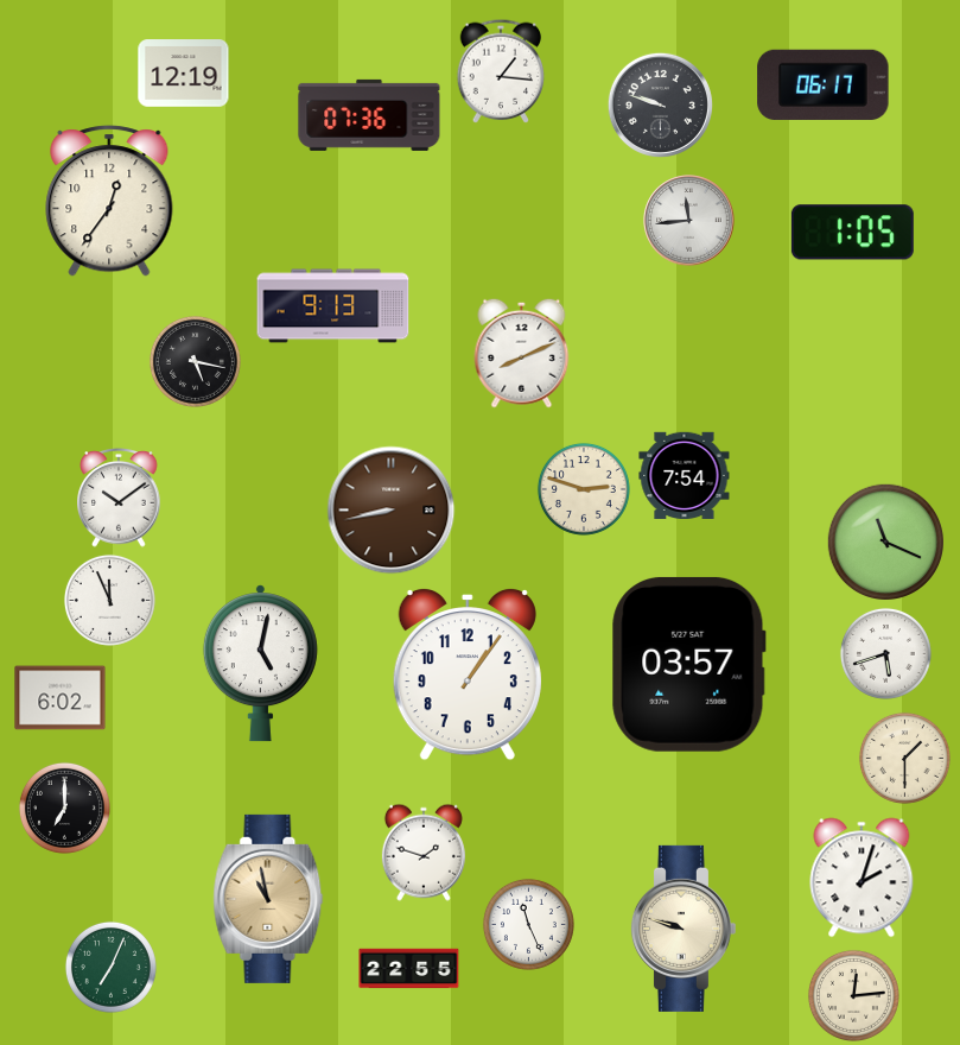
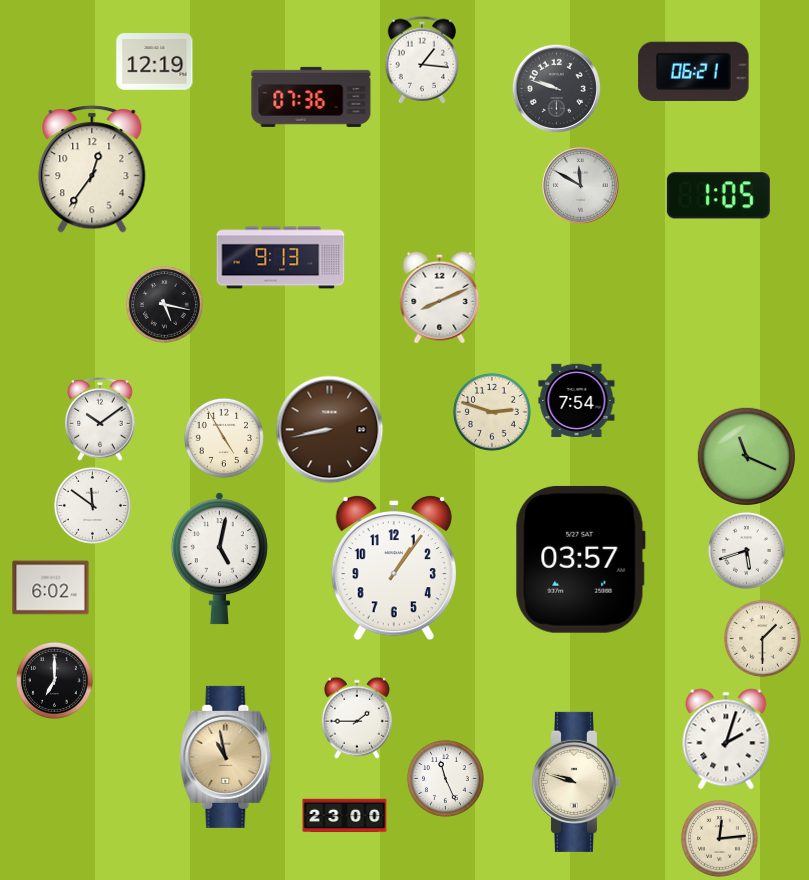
clock at (824, 84): 06:17 -> 06:21
clock at (689, 221): 11:44 -> 11:50
clock at (224, 438): none -> 4:55
clock at (109, 600): 11:56 -> 11:51
clock at (424, 853): 1:48 -> 1:45
clock at (110, 967): 7:04 -> none
clock at (409, 969): 22:55 -> 23:00
